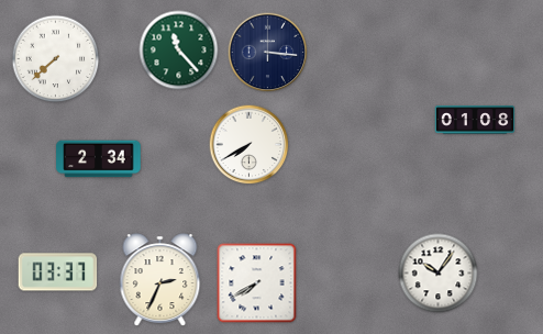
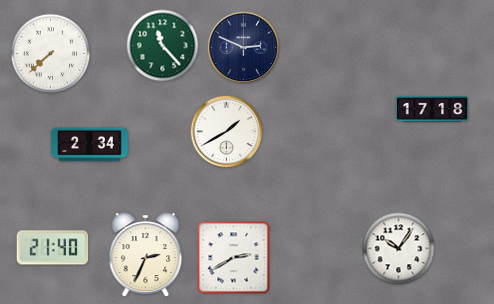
clock at (268, 53): 3:16 -> 2:49
clock at (475, 120): 01:08 -> 17:18
clock at (250, 145): 7:40 -> 1:40
clock at (58, 272): 03:37 -> 21:40
clock at (257, 283): 7:40 -> 2:40
